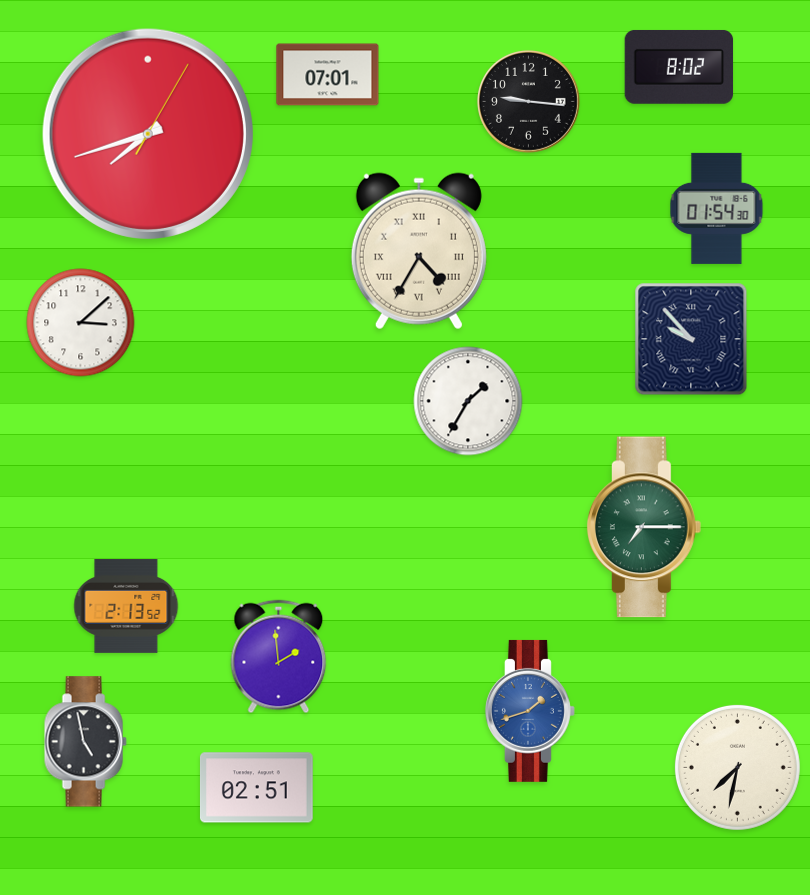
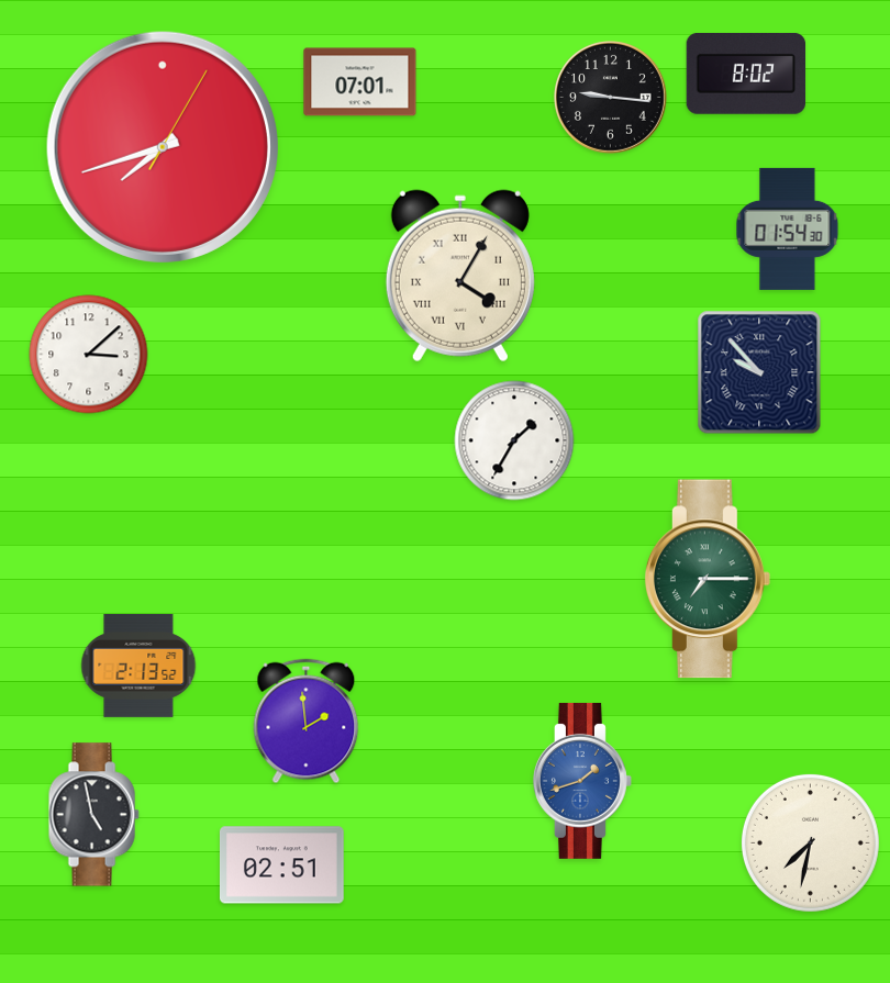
clock at (528, 101) position: (528, 101) -> (610, 97)
clock at (419, 251): 4:35 -> 4:05
